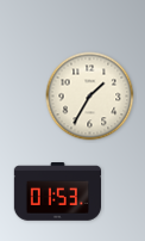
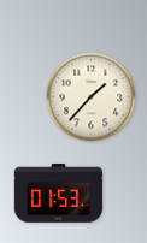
clock at (90, 97): 1:35 -> 1:37
